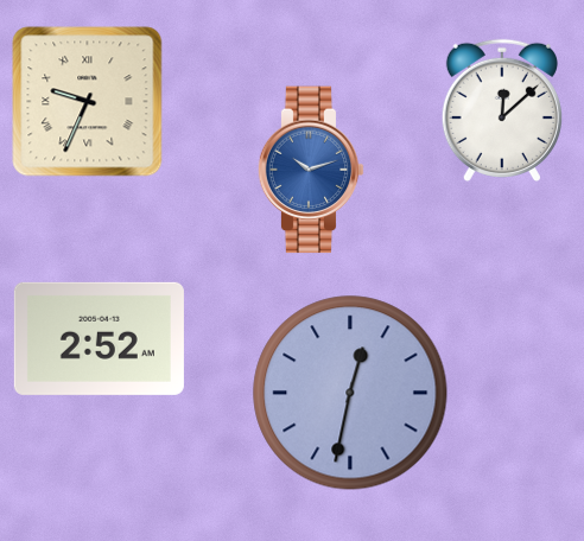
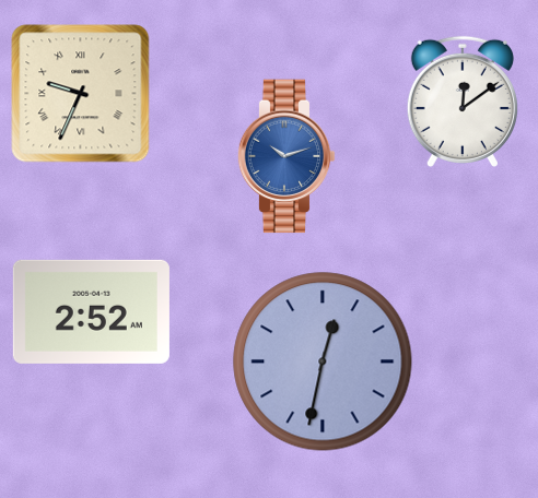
clock at (502, 110): 12:08 -> 12:09
